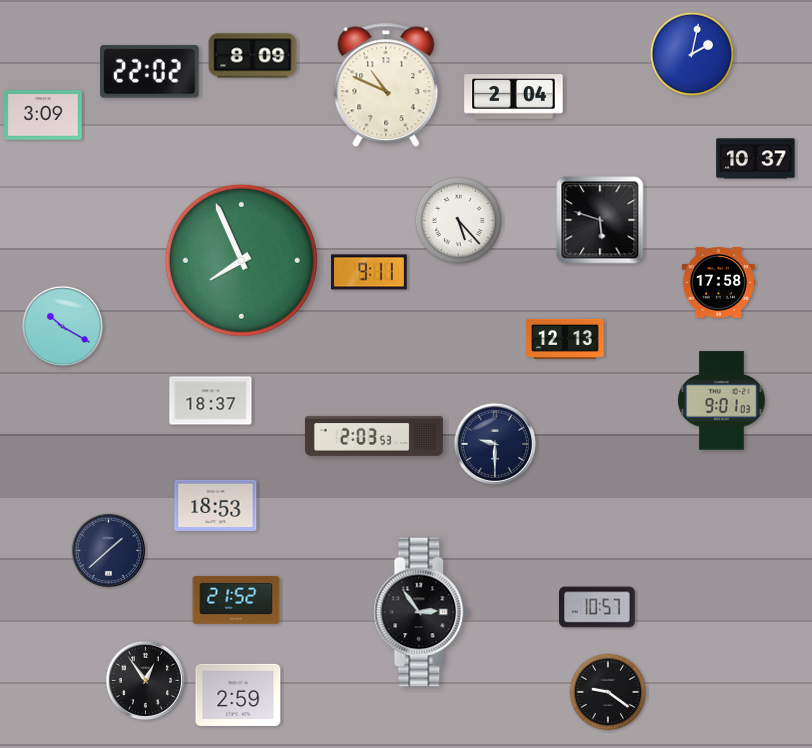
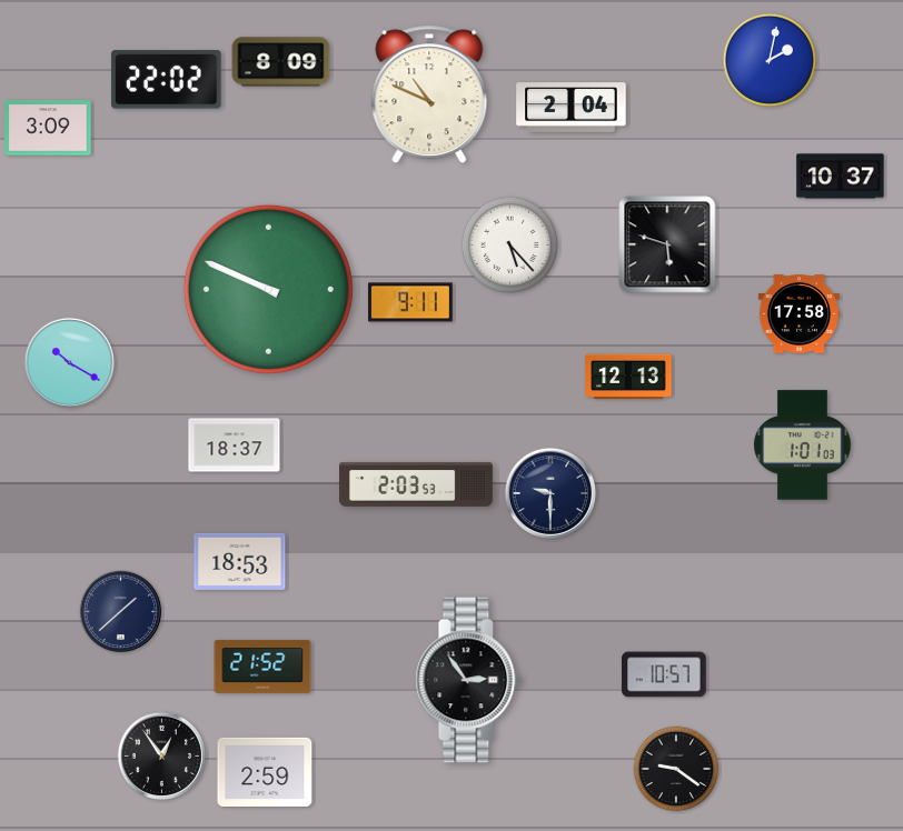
clock at (241, 260): 7:56 -> 9:49
clock at (722, 401): 9:01 -> 1:01
